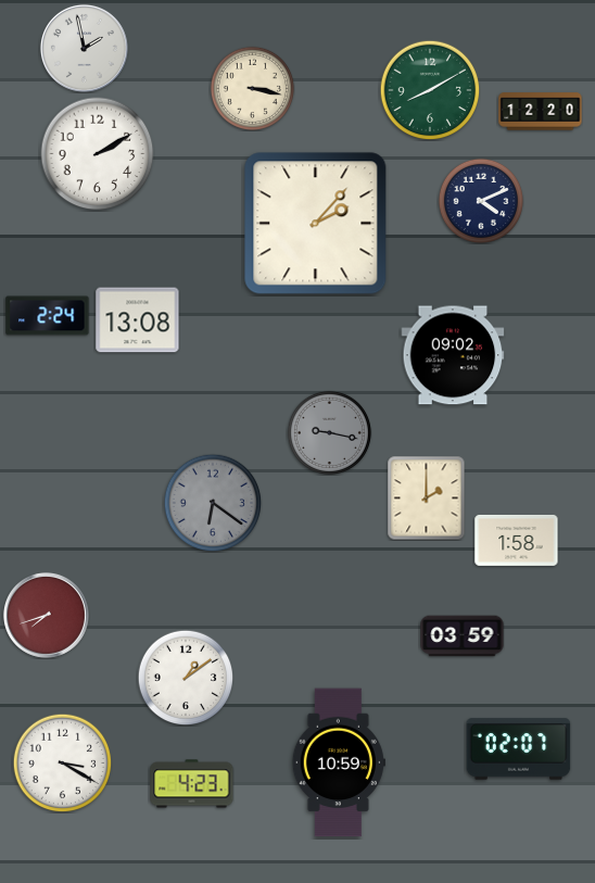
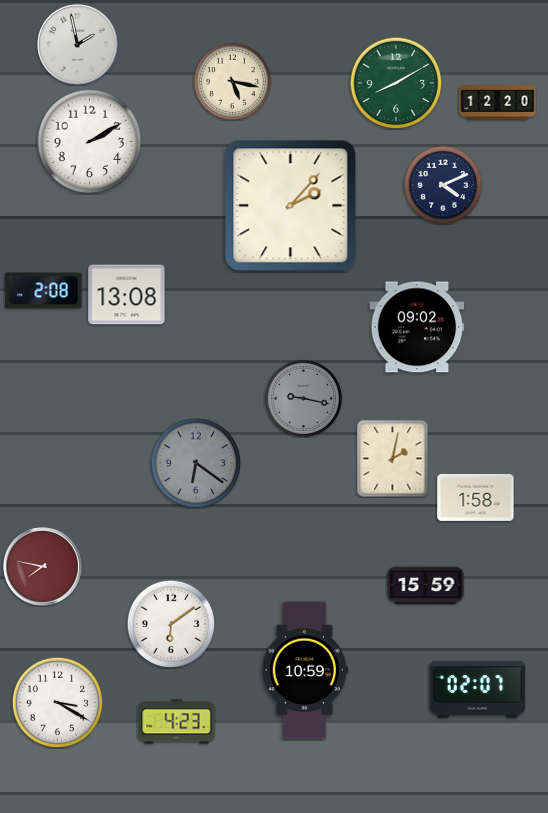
clock at (252, 88): 3:17 -> 5:17
clock at (48, 316): 2:24 -> 2:08
clock at (427, 497): 2:00 -> 2:02
clock at (46, 615): 7:42 -> 7:47
clock at (463, 636): 03:59 -> 15:59
clock at (186, 678): 1:09 -> 6:09
clock at (339, 762) position: (339, 762) -> (305, 670)
